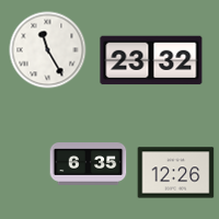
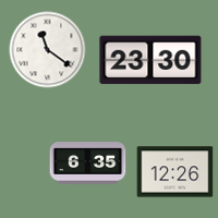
clock at (48, 50): 11:25 -> 11:21
clock at (151, 60): 23:32 -> 23:30
